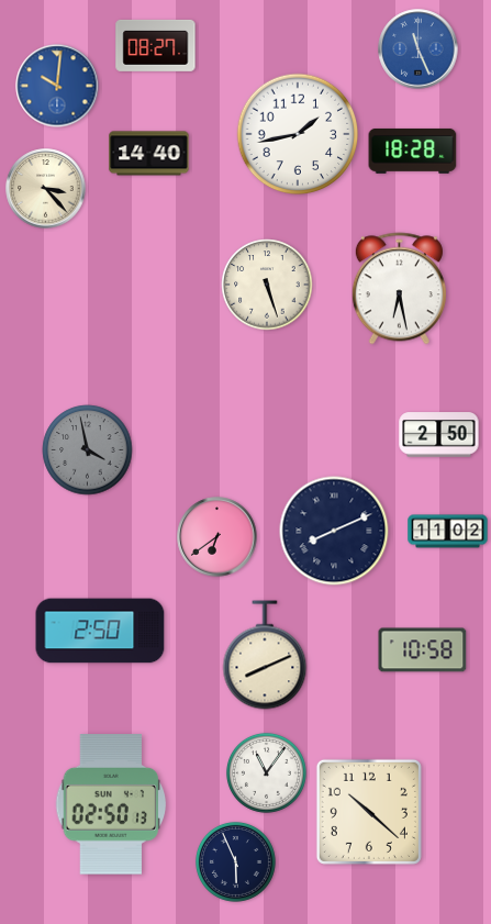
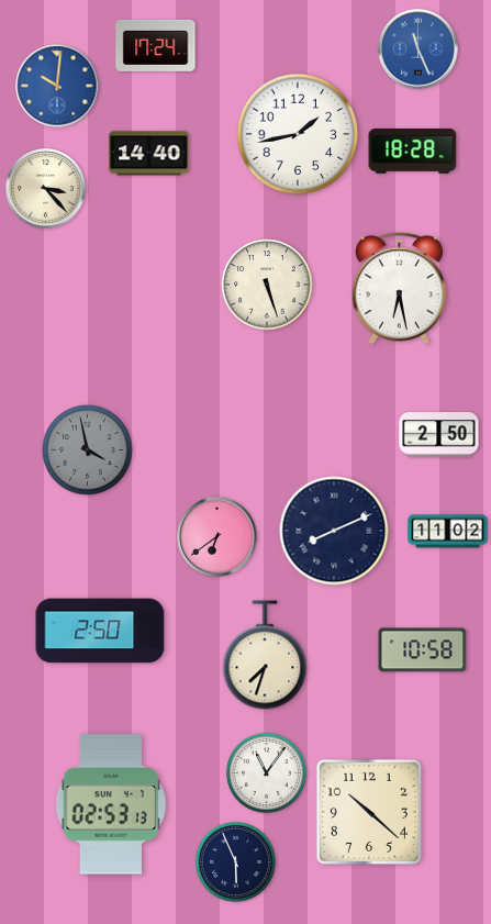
clock at (156, 45): 08:27 -> 17:24
clock at (265, 655): 8:11 -> 7:33
clock at (111, 804): 02:50 -> 02:53
